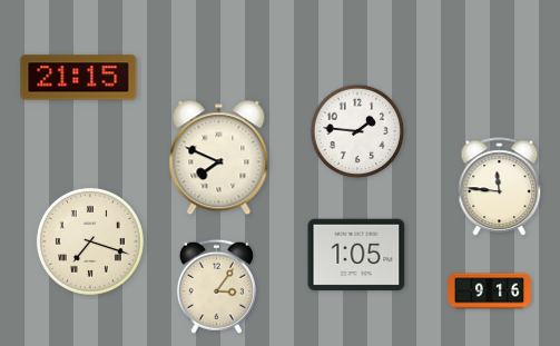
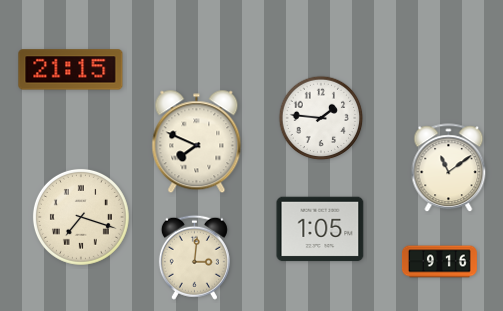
clock at (500, 187): 11:46 -> 11:09
clock at (216, 286): 3:06 -> 3:01
